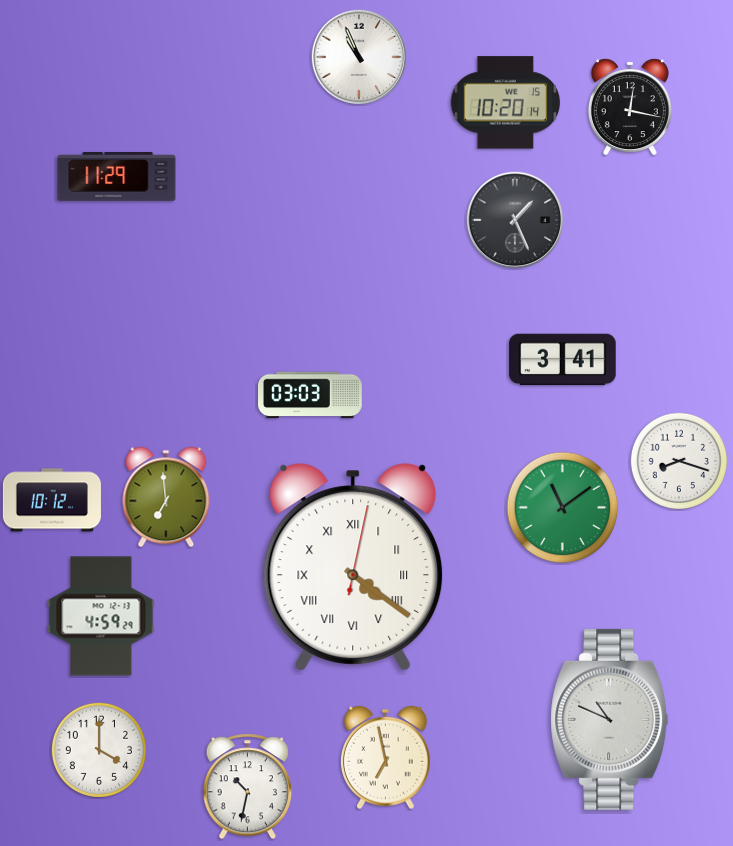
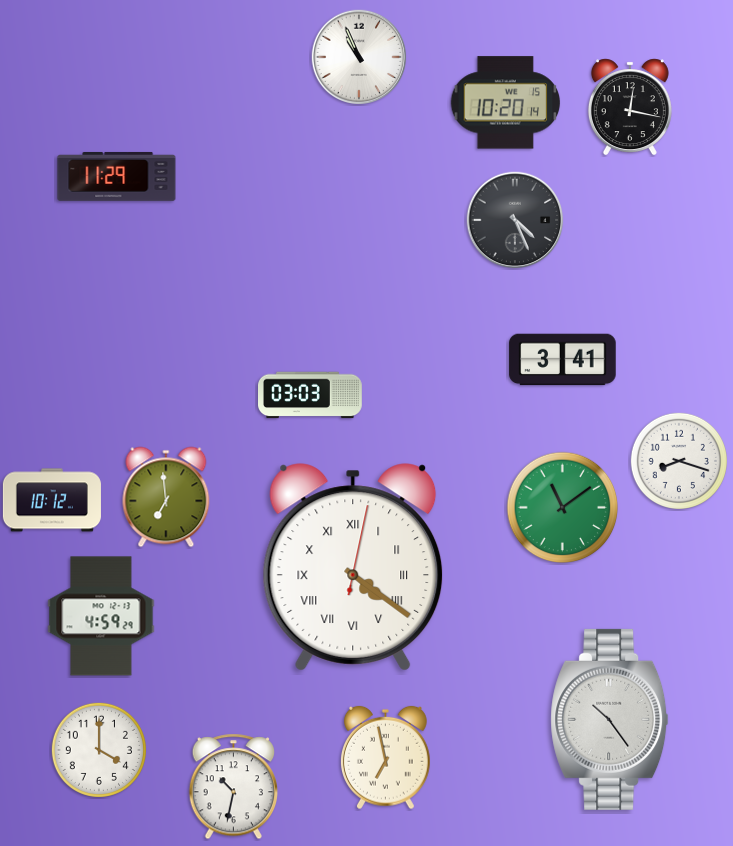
clock at (515, 220): 1:26 -> 4:26
clock at (610, 719): 10:49 -> 10:24
clock at (247, 787) position: (247, 787) -> (233, 787)
